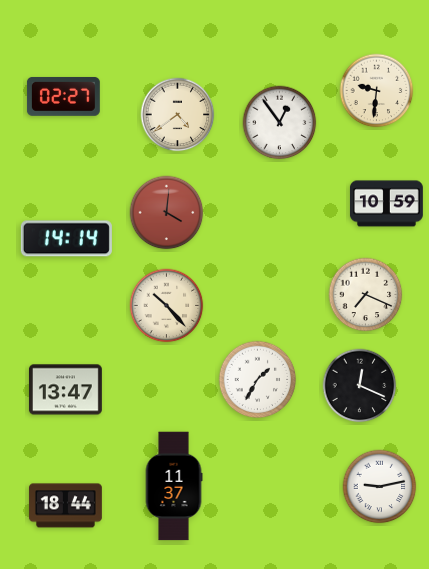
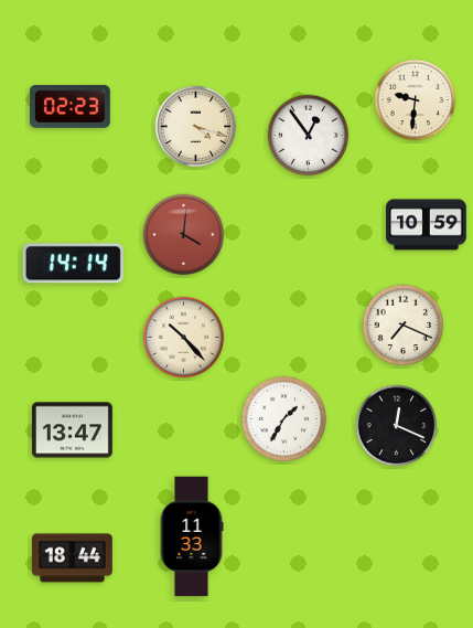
clock at (63, 96): 02:27 -> 02:23
clock at (178, 115): 4:39 -> 4:18
clock at (174, 486): 11:37 -> 11:33
clock at (380, 487): 9:13 -> none
